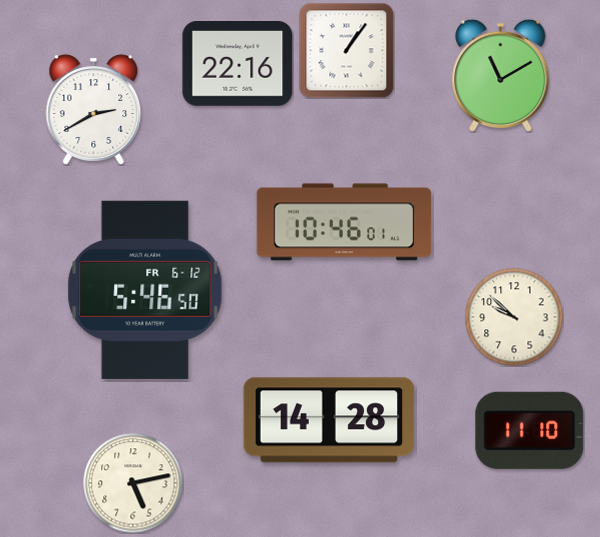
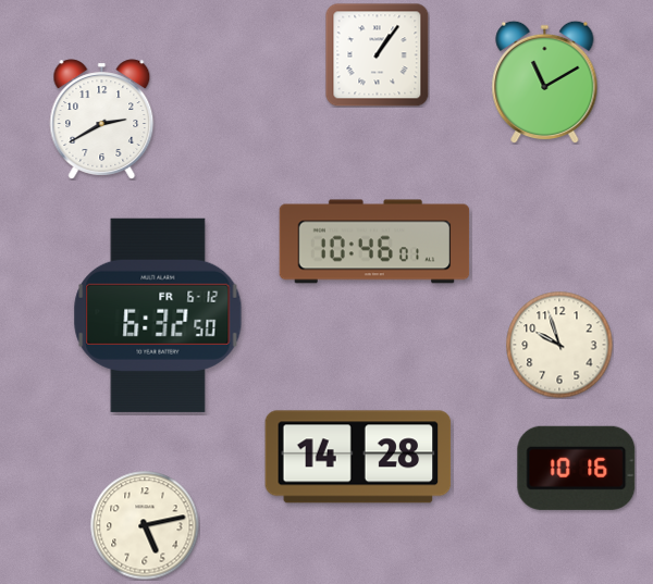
clock at (238, 64): 22:16 -> none
clock at (145, 290): 5:46 -> 6:32
clock at (514, 317): 9:52 -> 9:57
clock at (530, 430): 11:10 -> 10:16
